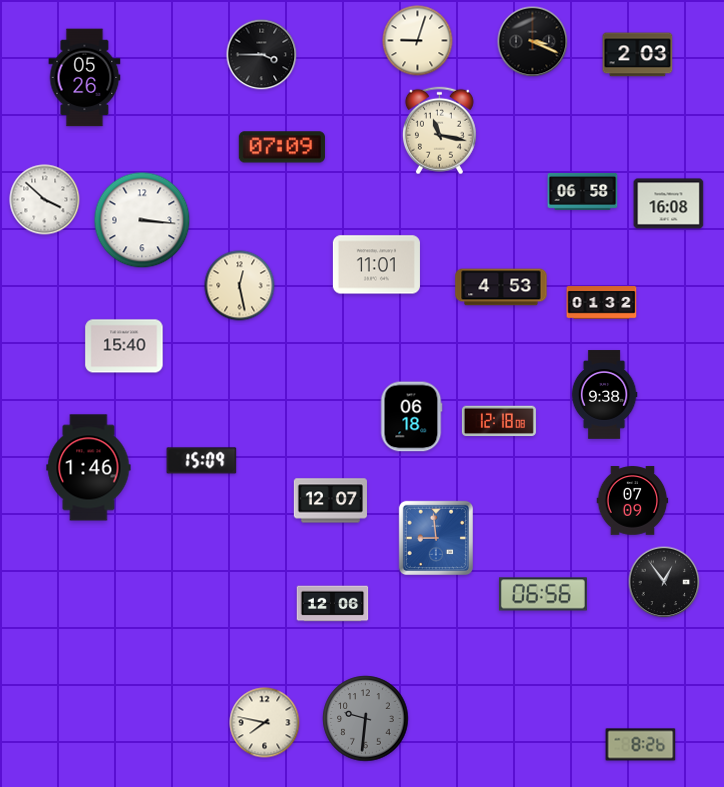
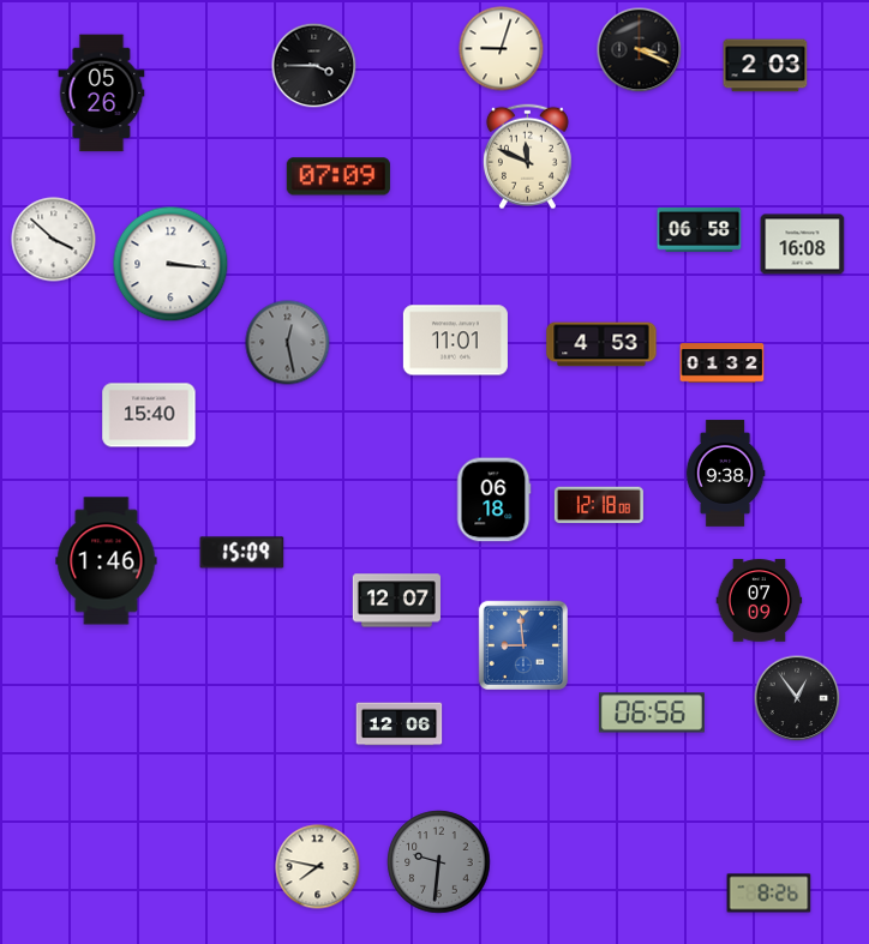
clock at (439, 131): 11:17 -> 11:49
clock at (376, 265) position: (376, 265) -> (455, 341)
clock at (240, 286) dial: cream -> grey
